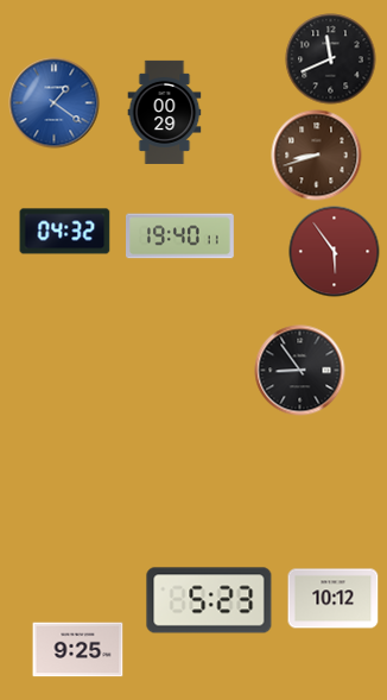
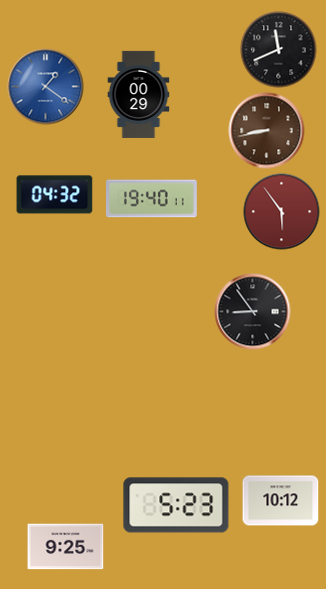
clock at (317, 156): 8:42 -> 8:43
clock at (334, 599) position: (334, 599) -> (281, 501)
